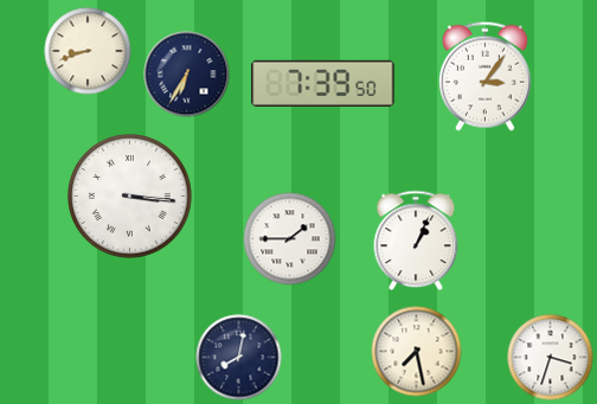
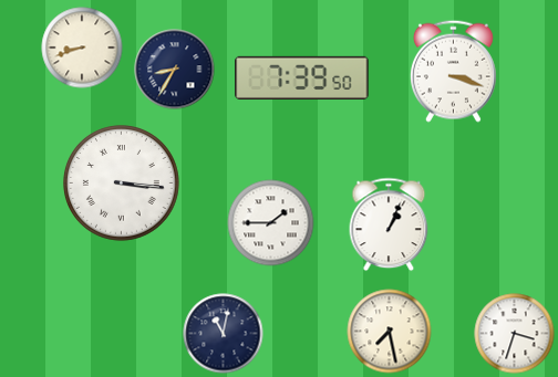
clock at (187, 75): 6:35 -> 8:35
clock at (484, 76): 3:06 -> 3:18
clock at (417, 352) position: (417, 352) -> (390, 332)
clock at (239, 358): 8:02 -> 11:02
